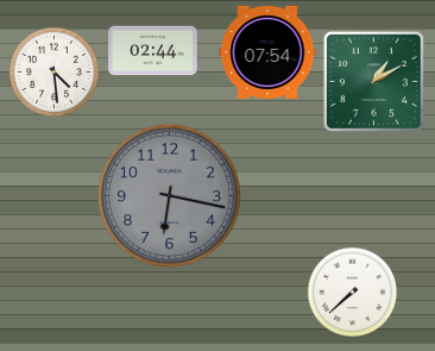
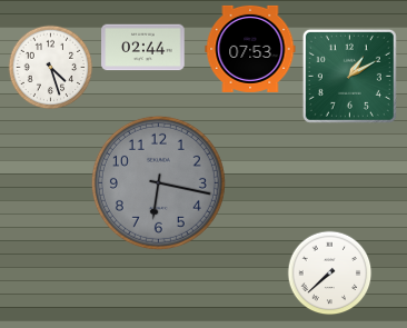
clock at (267, 52): 07:54 -> 07:53
clock at (55, 73): 4:29 -> 4:27
